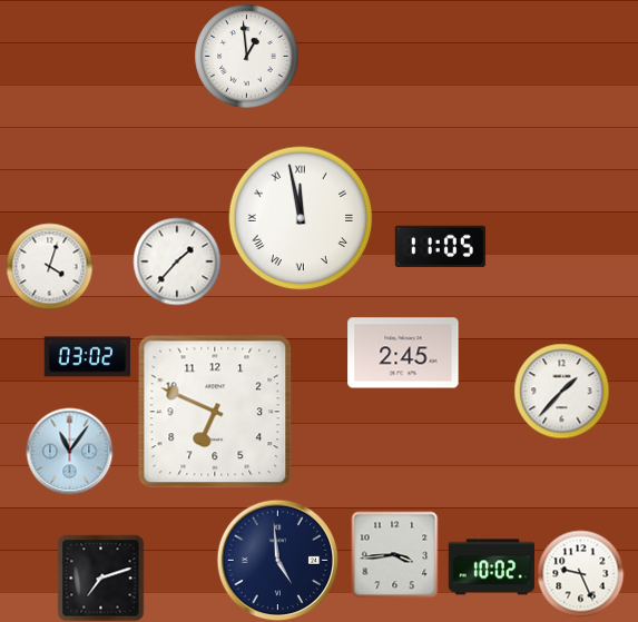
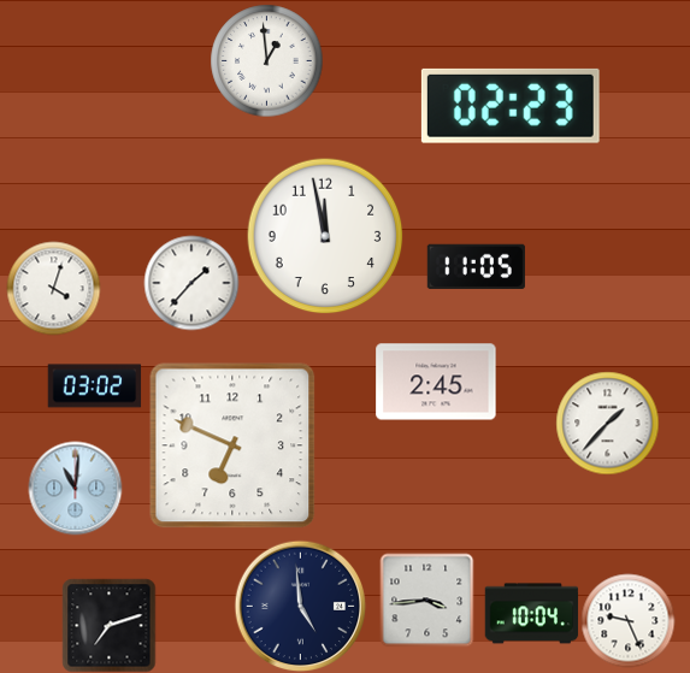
clock at (511, 106): none -> 02:23
clock at (301, 218) numerals: Roman -> Arabic
clock at (69, 451): 11:06 -> 11:01
clock at (491, 567): 10:02 -> 10:04
